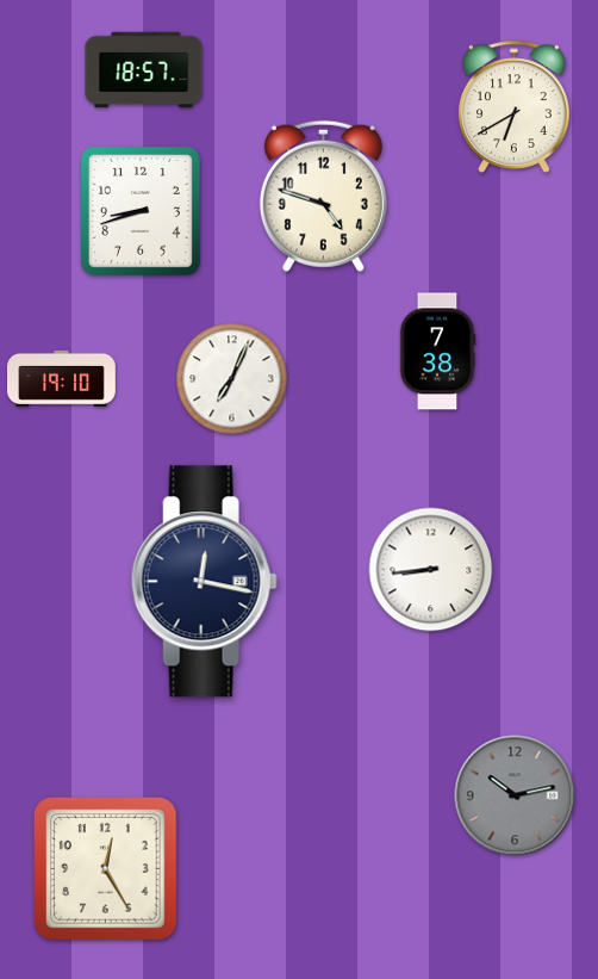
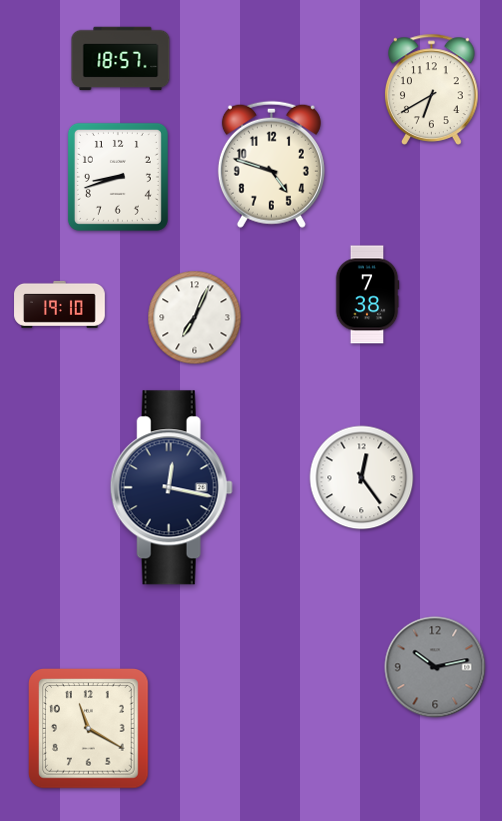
clock at (62, 378) position: (62, 378) -> (60, 304)
clock at (431, 570): 8:44 -> 12:24
clock at (515, 795) position: (515, 795) -> (435, 667)
clock at (106, 869): 12:25 -> 11:20
